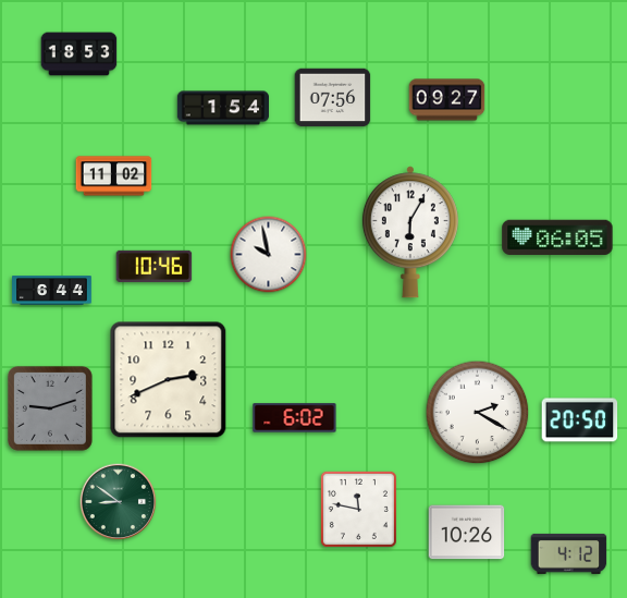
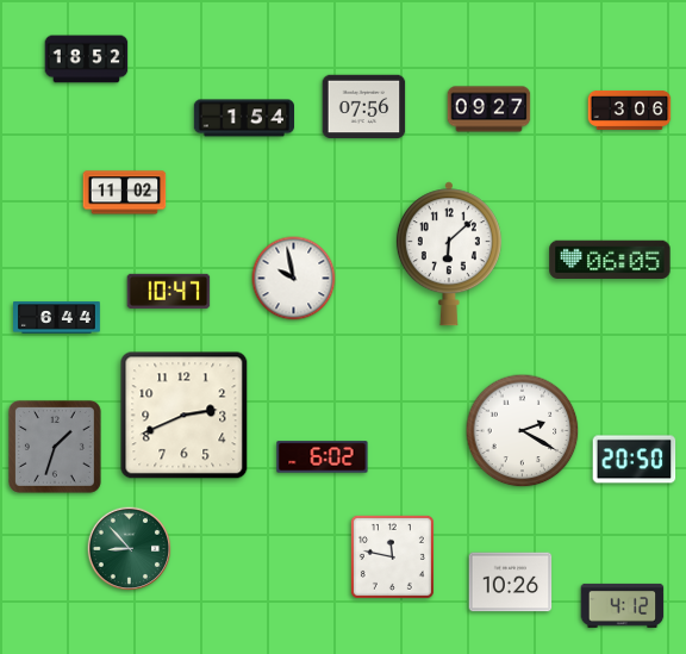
clock at (79, 54): 18:53 -> 18:52
clock at (630, 111): none -> 3:06
clock at (410, 232): 6:05 -> 6:08
clock at (155, 266): 10:46 -> 10:47
clock at (50, 408): 9:12 -> 1:33
clock at (478, 413) position: (478, 413) -> (523, 431)
clock at (119, 502): 8:51 -> 8:53
